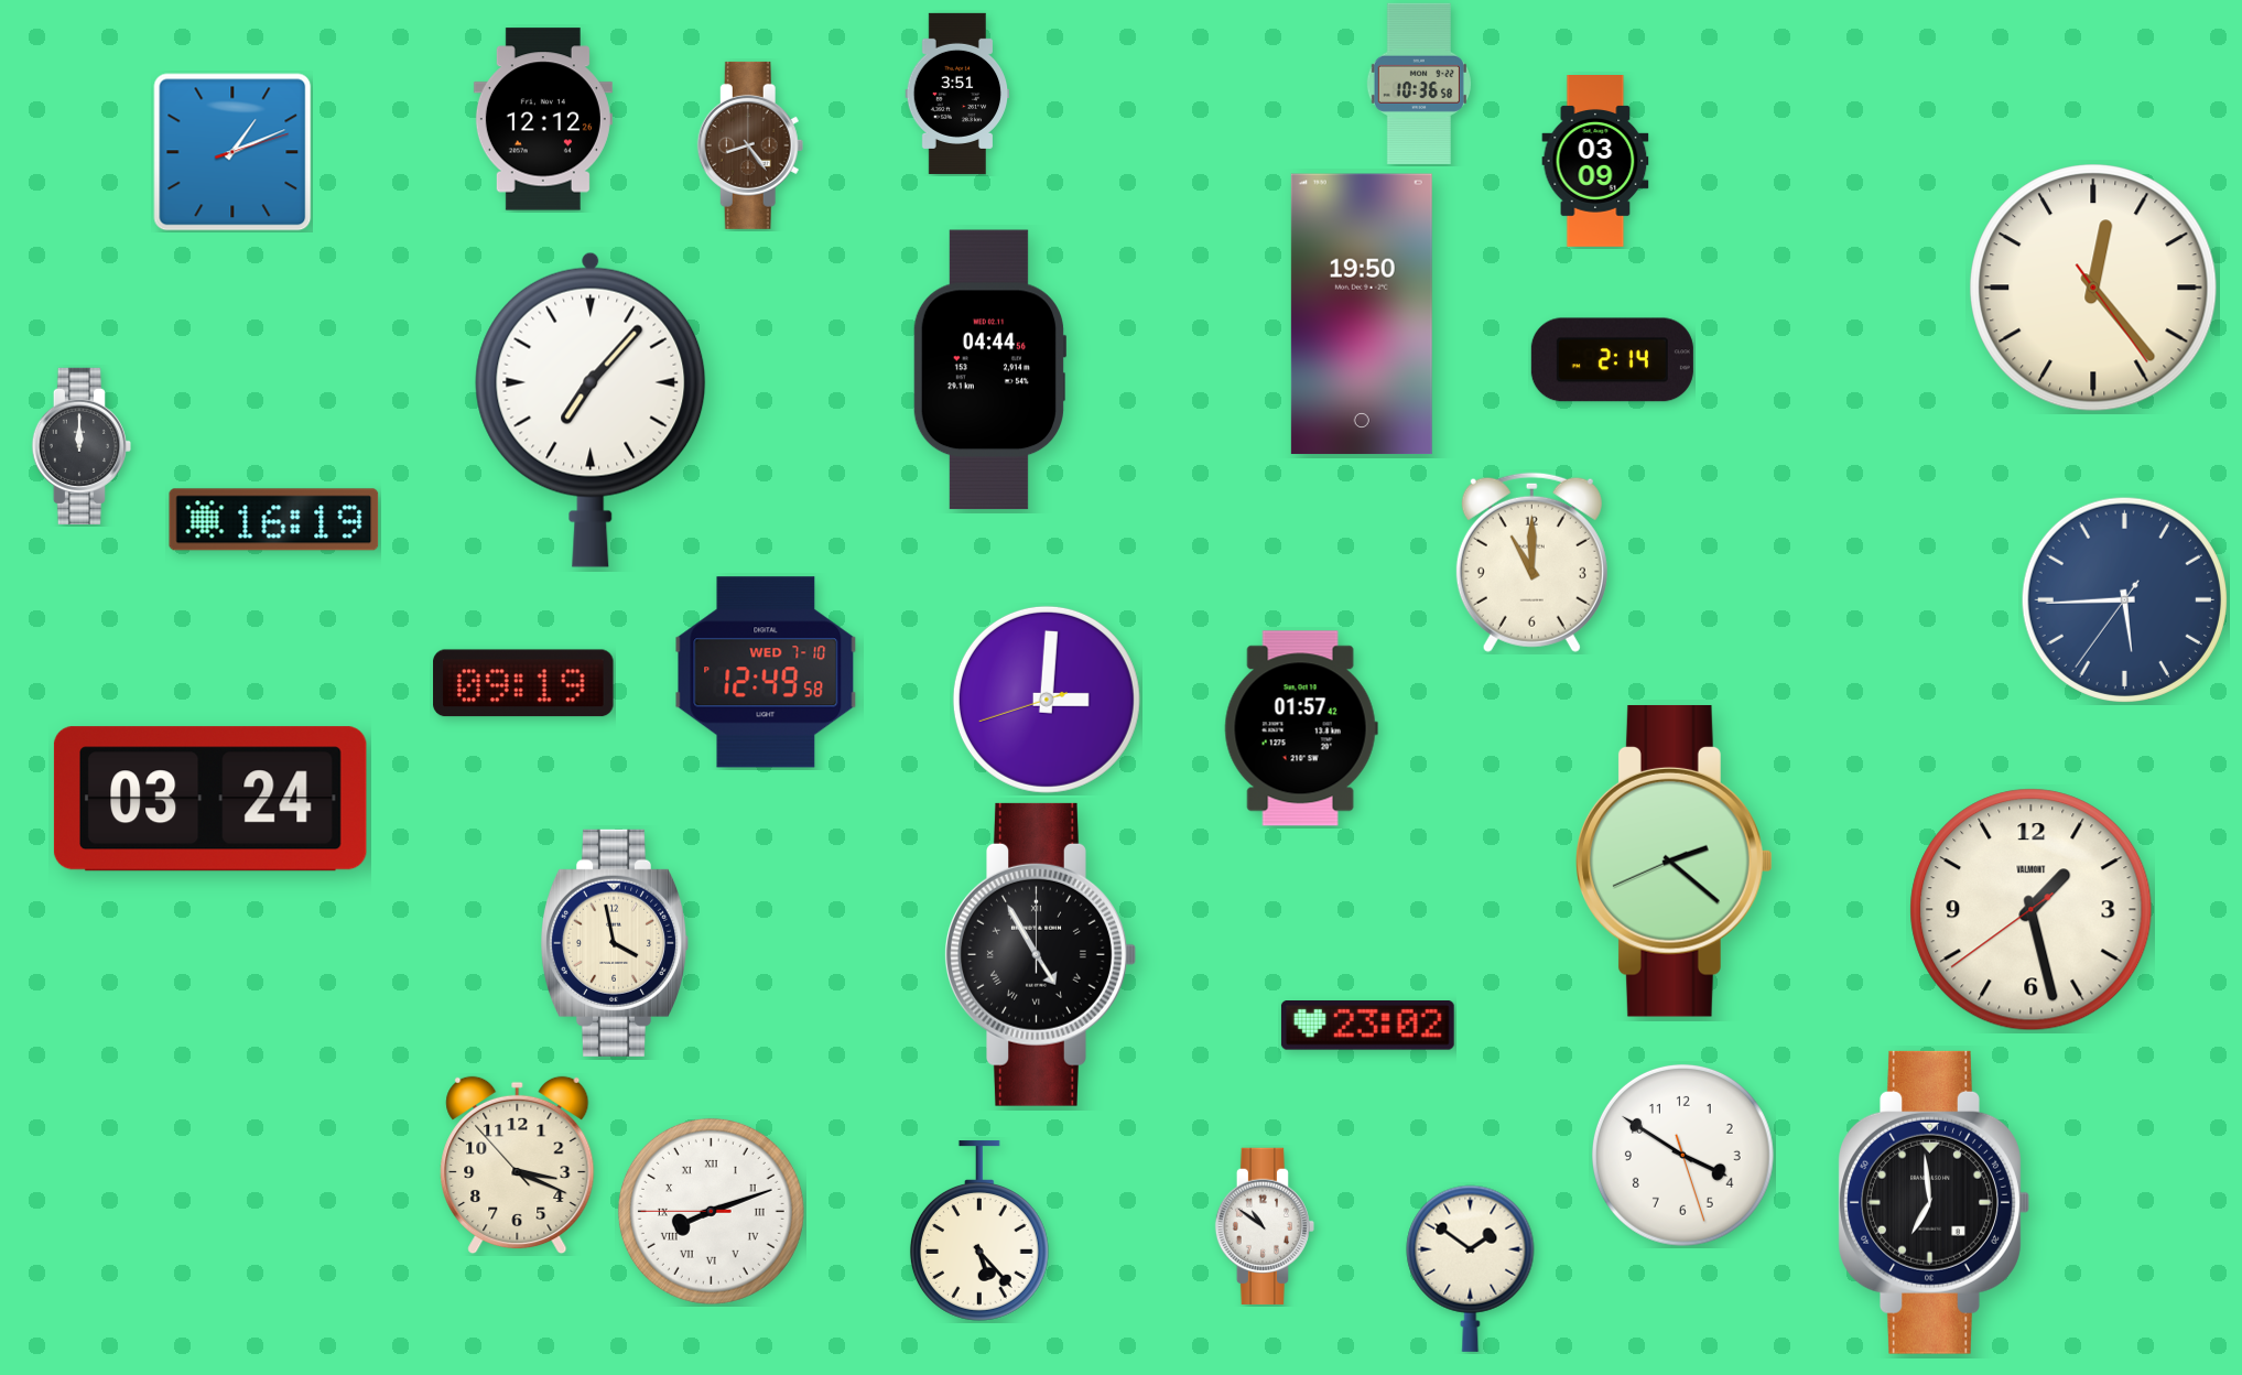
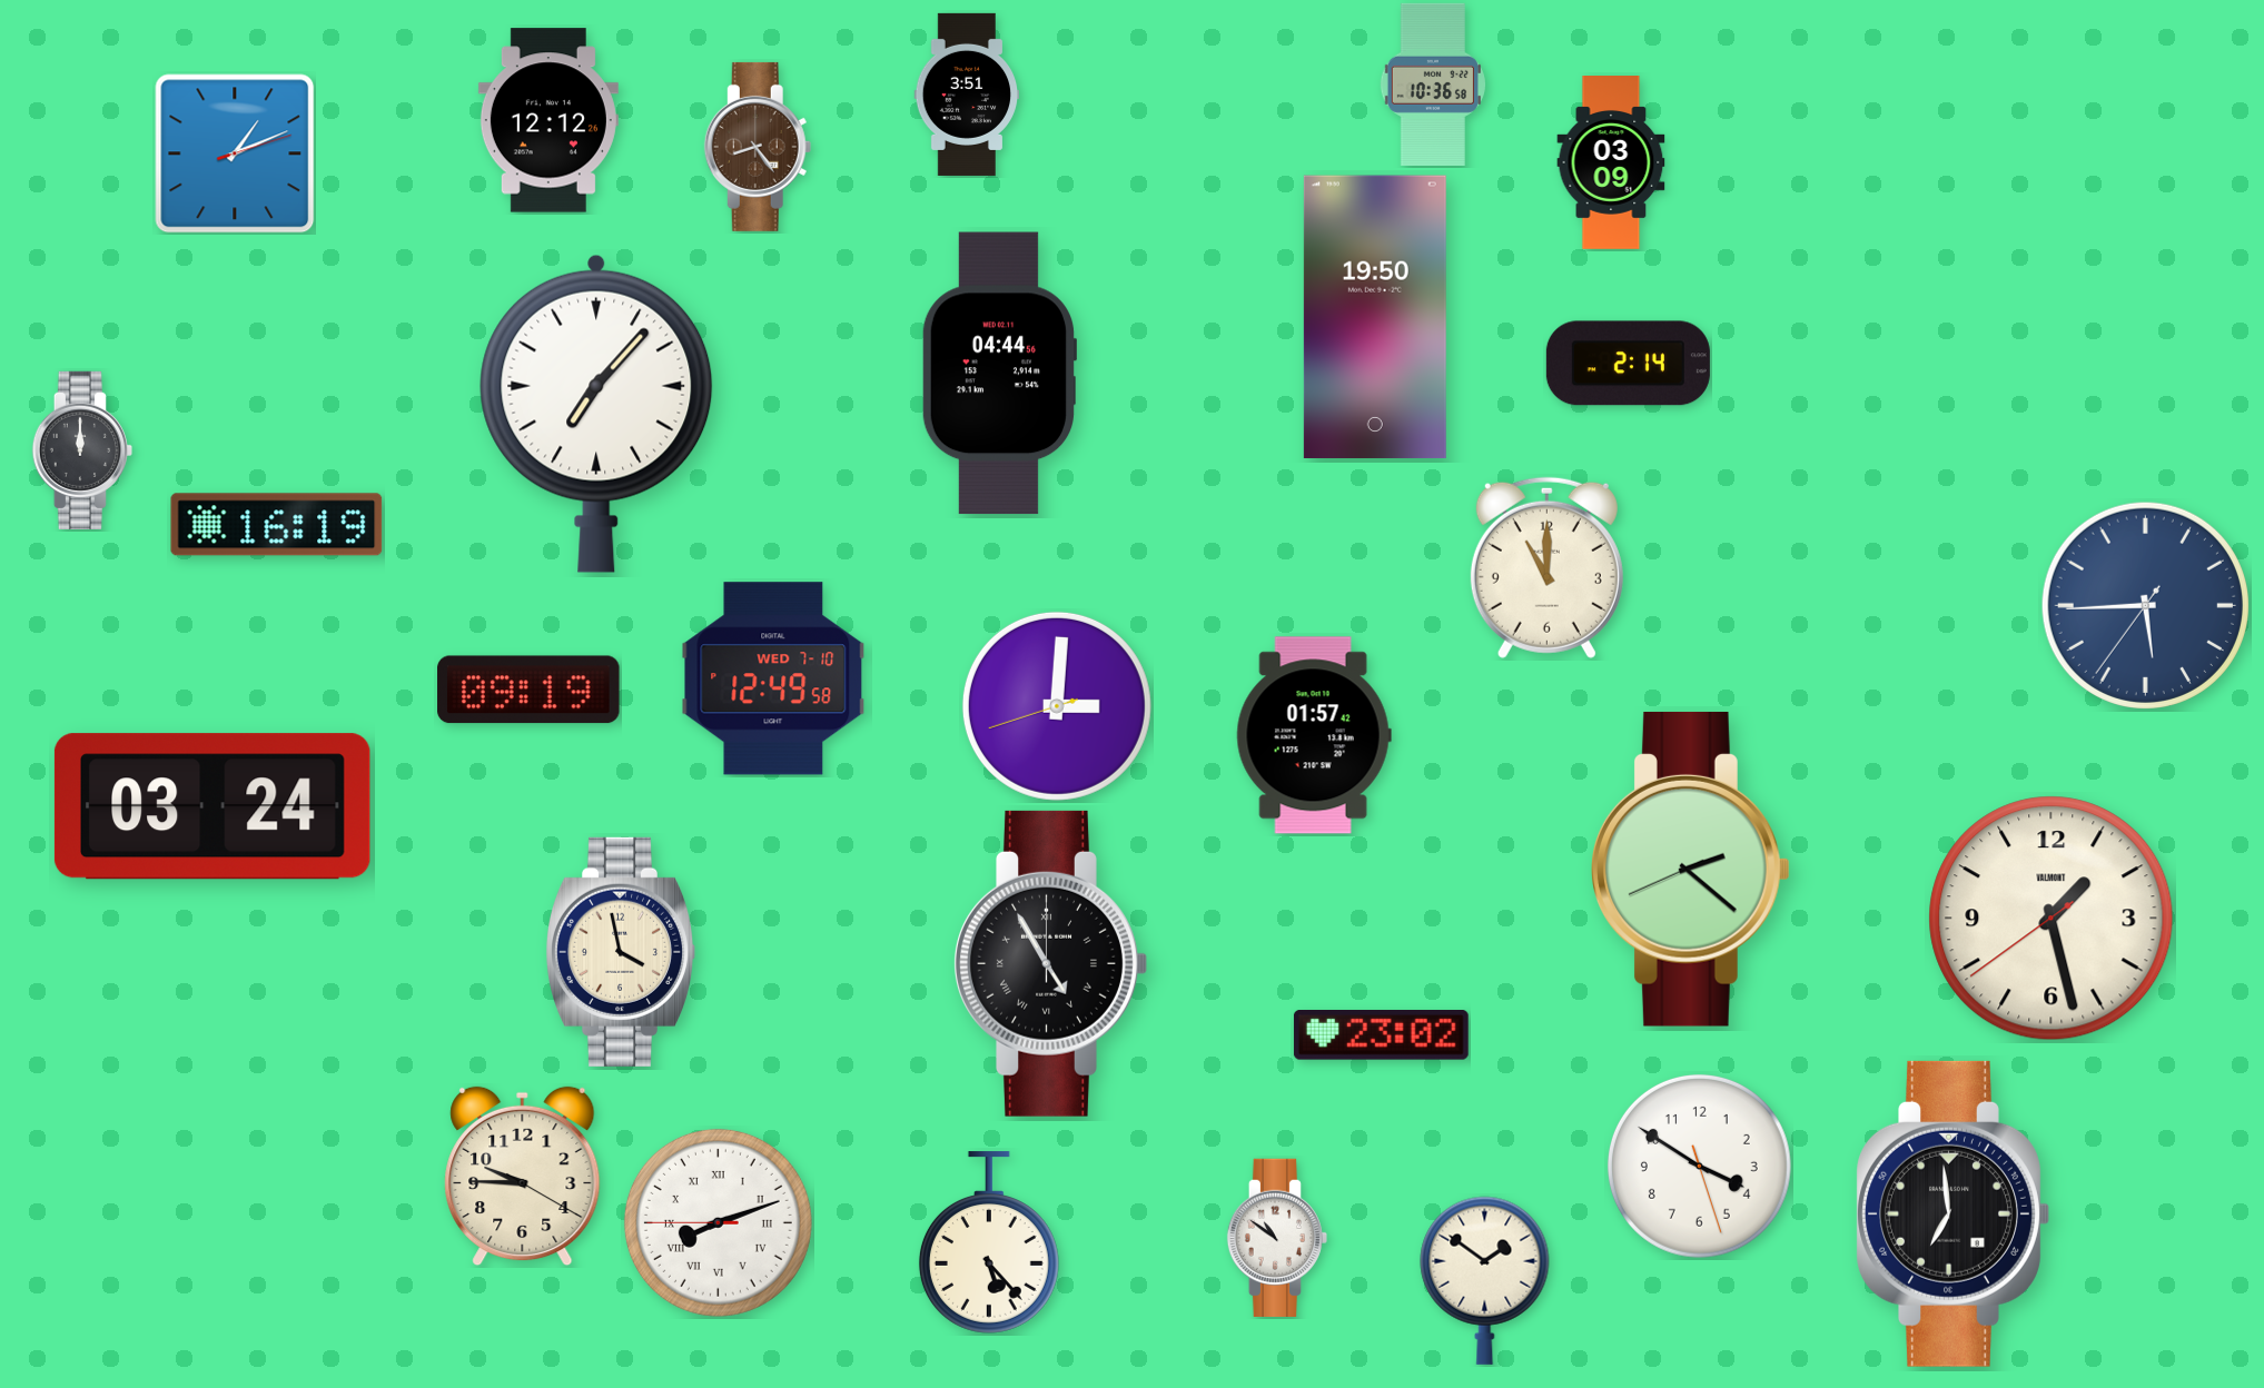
clock at (2093, 288): 12:23 -> none
clock at (518, 1166): 3:18 -> 9:45
